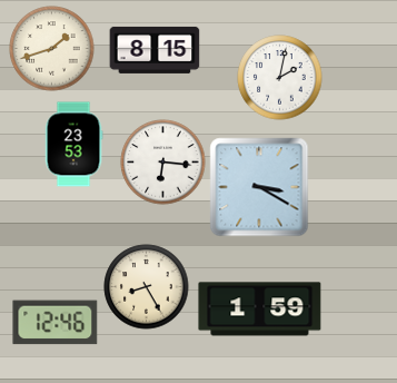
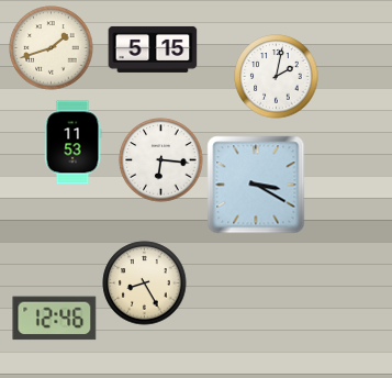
clock at (155, 50): 8:15 -> 5:15
clock at (73, 145): 23:53 -> 11:53
clock at (260, 310): 1:59 -> none
